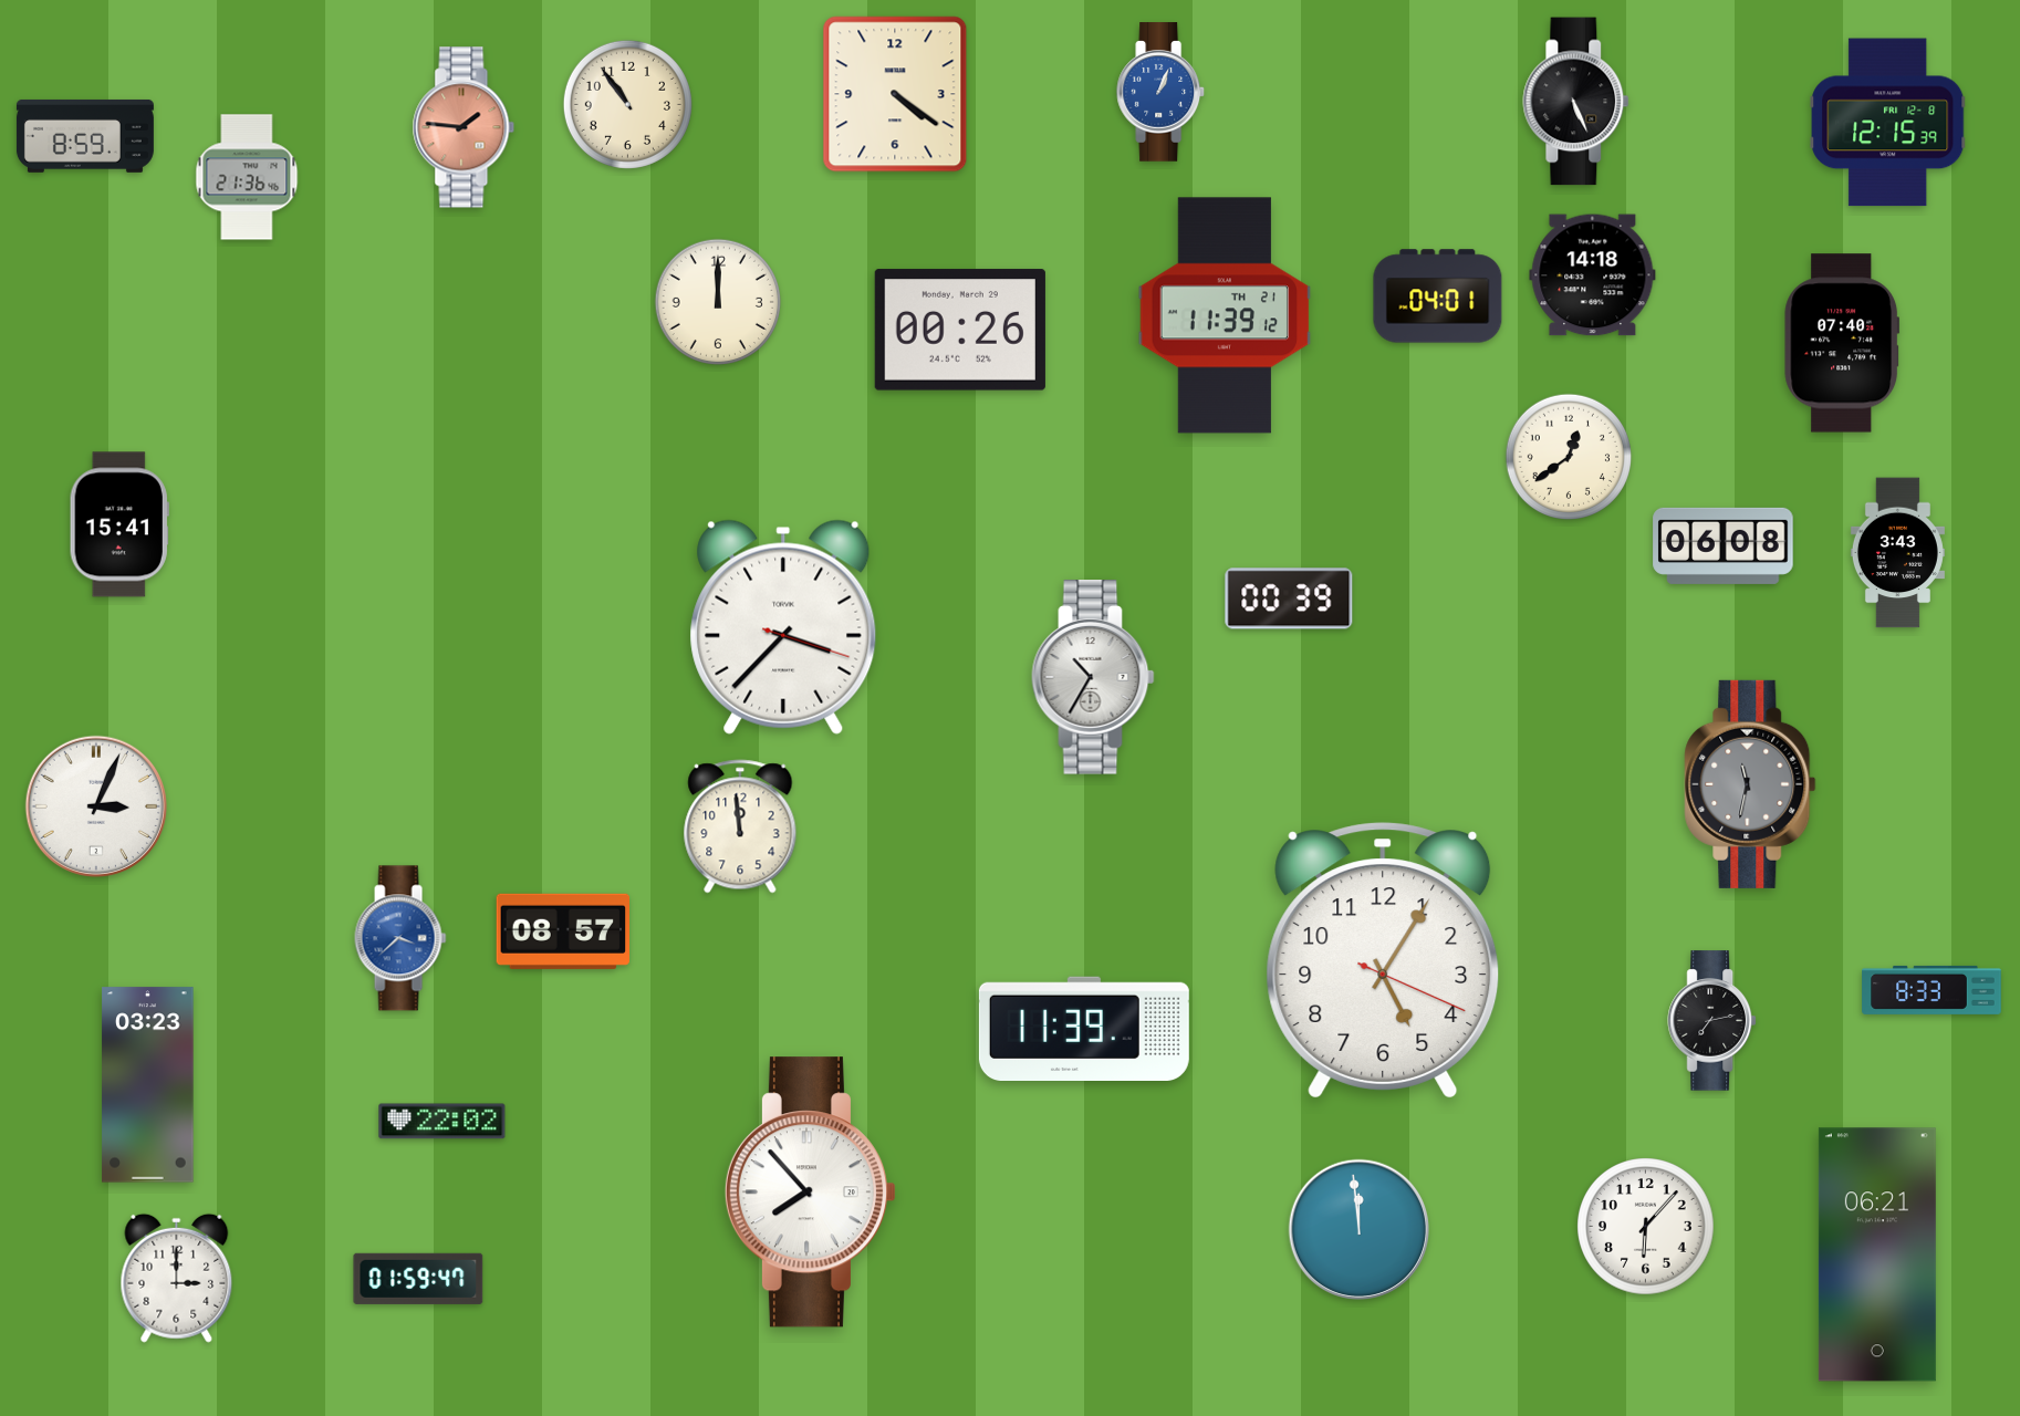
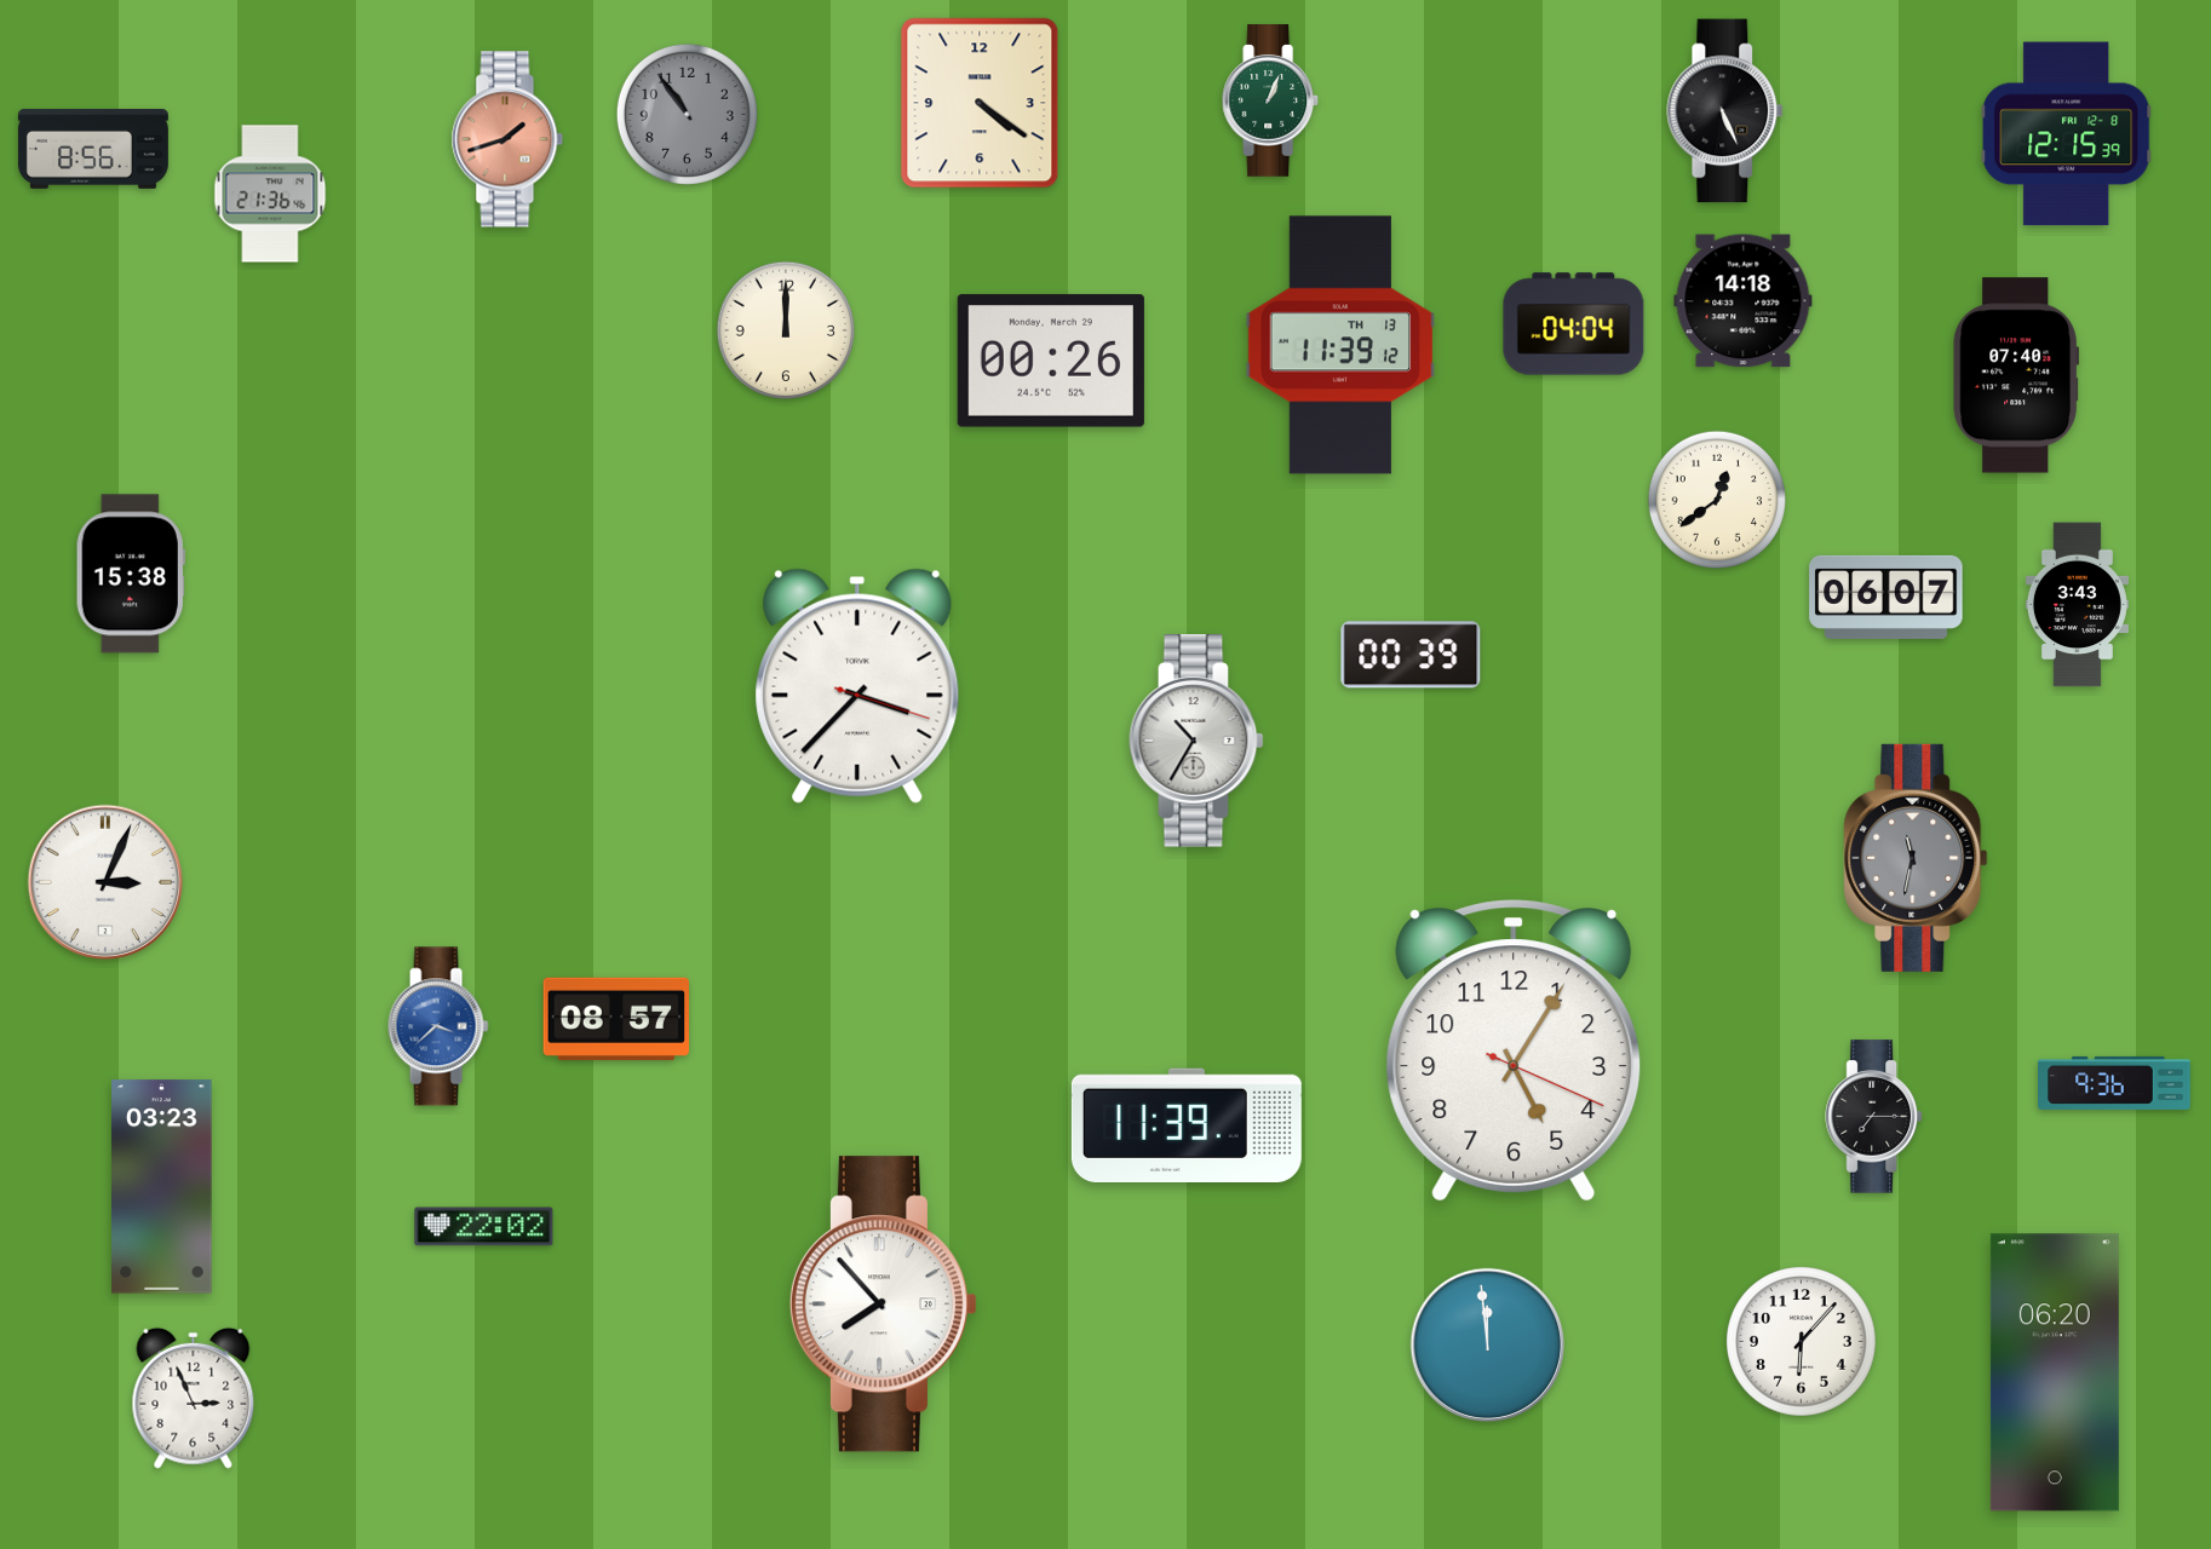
clock at (1162, 92) dial: blue -> green
clock at (627, 104) dial: cream -> grey
clock at (464, 127): 1:46 -> 1:42
clock at (85, 136): 8:59 -> 8:56
clock at (1438, 296): 04:01 -> 04:04
clock at (1225, 315) date: TH 21 -> TH 13
clock at (119, 524): 15:41 -> 15:38
clock at (1724, 545): 06:08 -> 06:07
clock at (740, 826): 11:59 -> none
clock at (1932, 990): 8:33 -> 9:36
clock at (1711, 1021): 7:13 -> 7:15
clock at (810, 1193) position: (810, 1193) -> (883, 1305)
clock at (1877, 1254): 06:21 -> 06:20
clock at (177, 1278): 3:00 -> 2:56
clock at (418, 1279): 01:59 -> none
